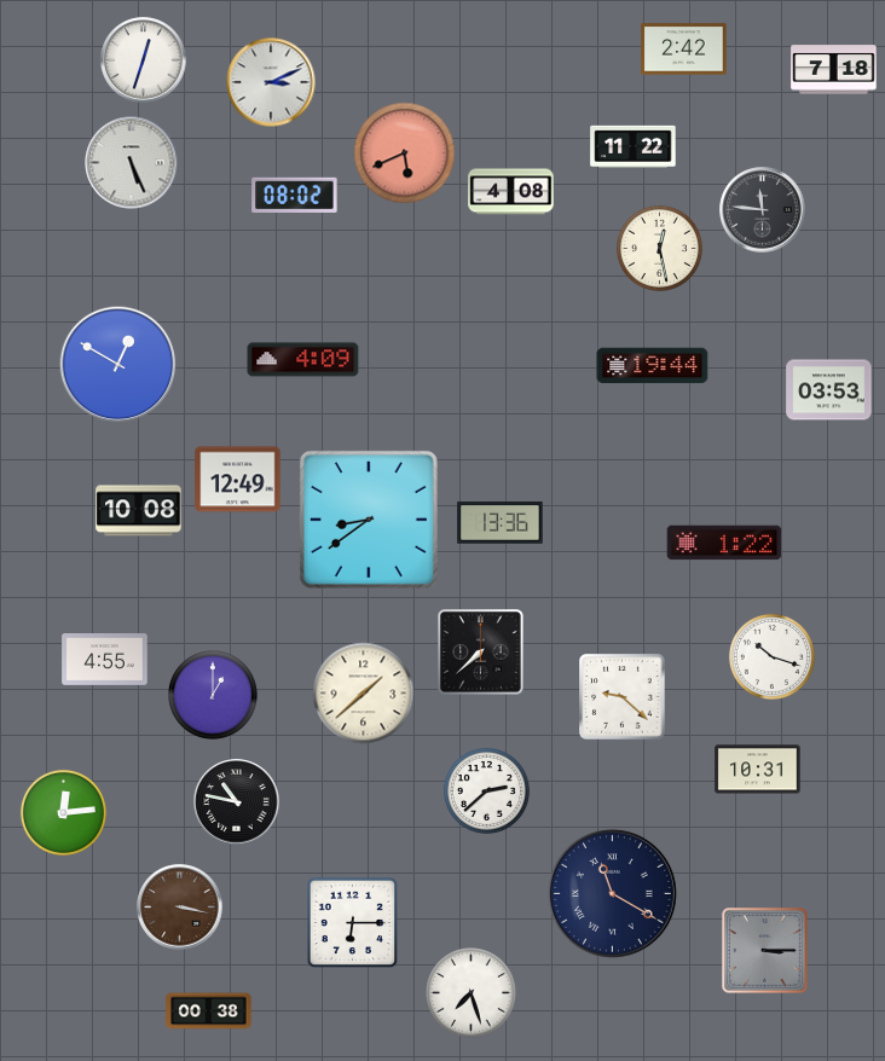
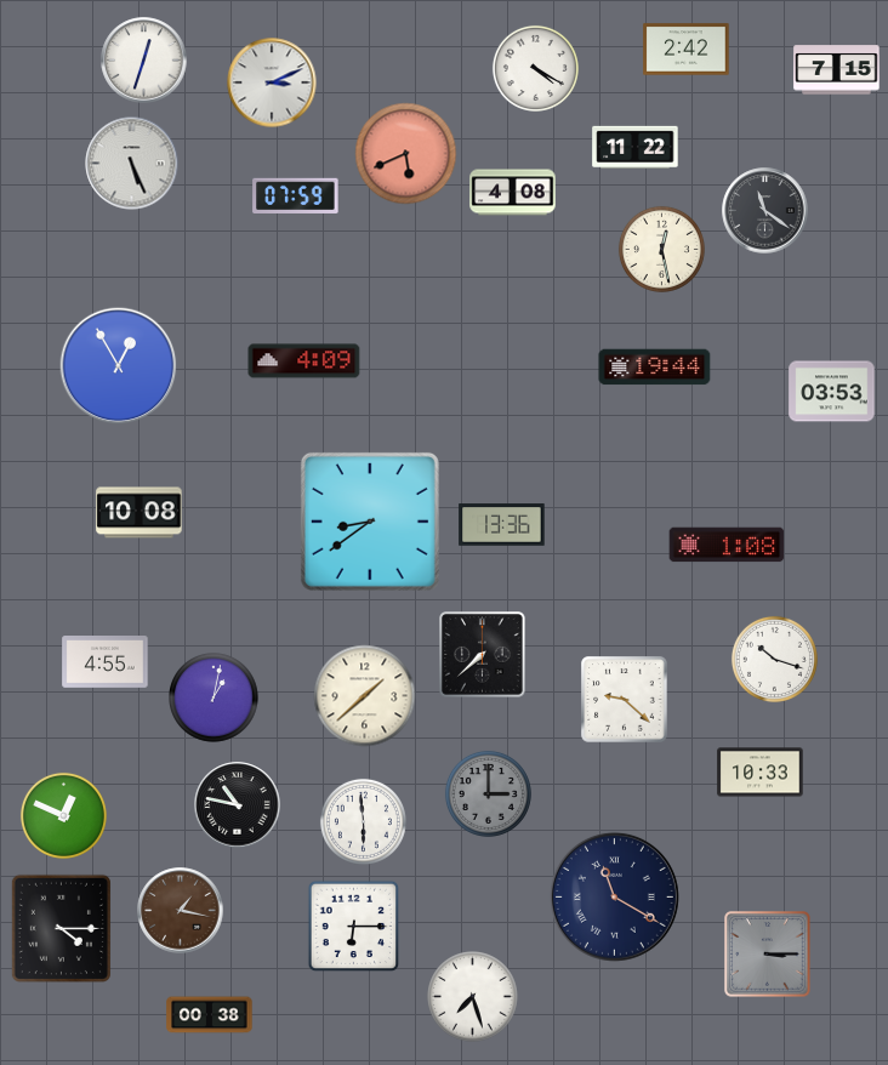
clock at (535, 68): none -> 4:20
clock at (834, 70): 7:18 -> 7:15
clock at (295, 195): 08:02 -> 07:59
clock at (763, 210): 11:46 -> 11:21
clock at (118, 365): 12:50 -> 12:55
clock at (238, 480): 12:49 -> none
clock at (724, 543): 1:22 -> 1:08
clock at (213, 695): 1:00 -> 1:02
clock at (758, 770): 10:31 -> 10:33
clock at (486, 790): 2:38 -> 3:00
clock at (486, 790) dial: white -> grey
clock at (63, 812): 12:14 -> 12:49
clock at (363, 821): none -> 5:59
clock at (180, 908): 3:17 -> 1:17
clock at (61, 928): none -> 4:15
